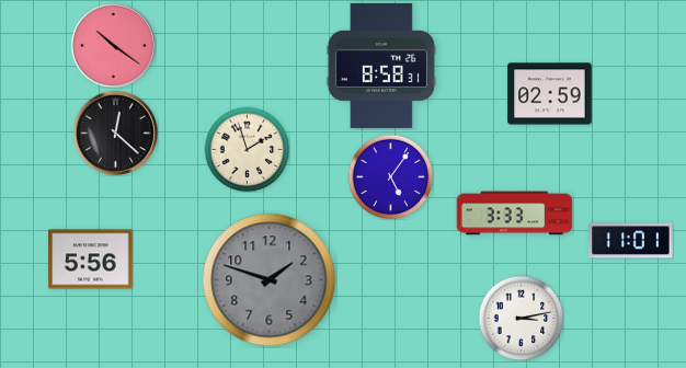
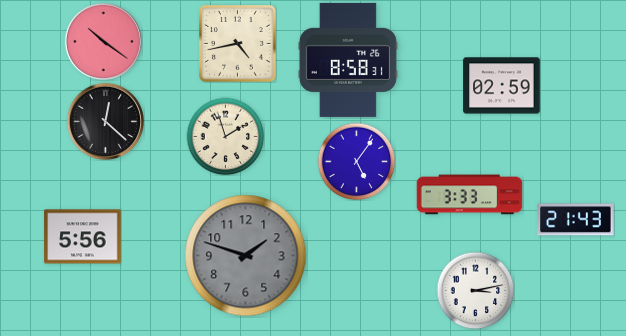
clock at (238, 44): none -> 4:43
clock at (631, 241): 11:01 -> 21:43
